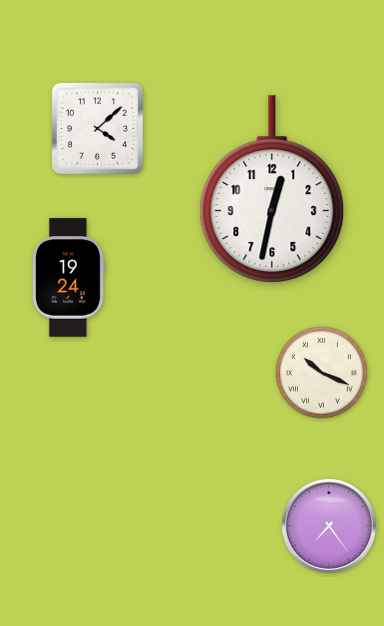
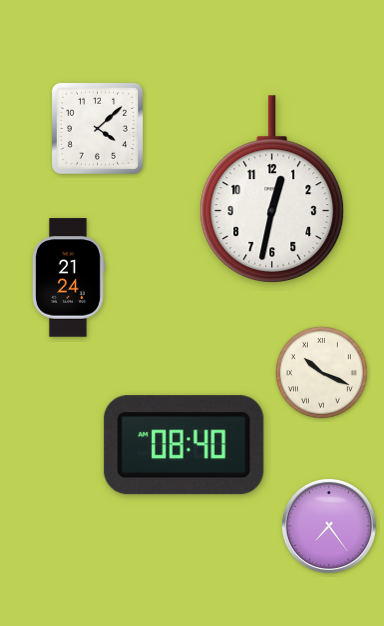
clock at (68, 278): 19:24 -> 21:24
clock at (184, 445): none -> 08:40
